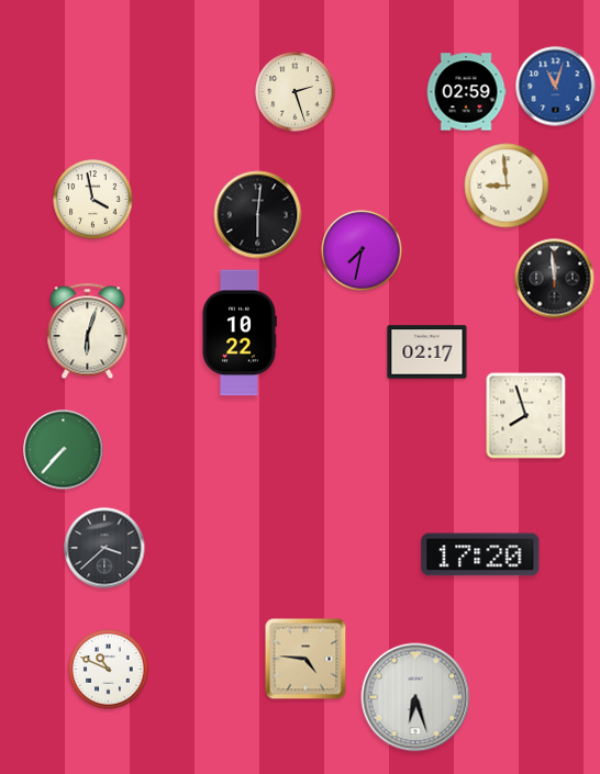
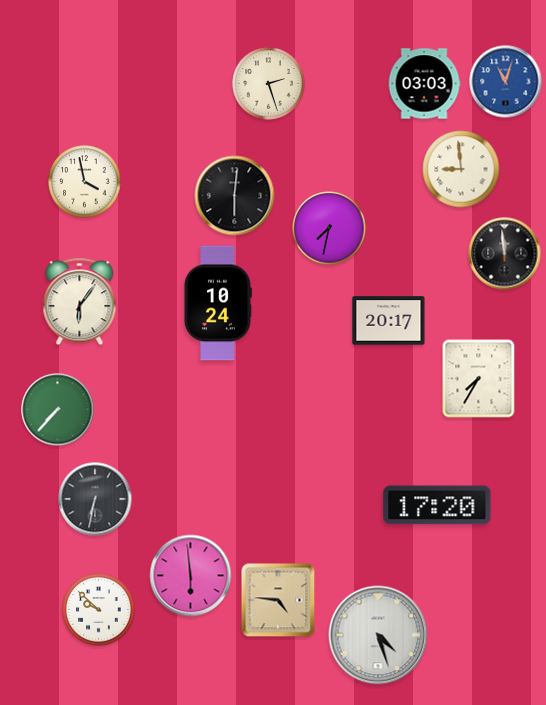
clock at (556, 87) position: (556, 87) -> (506, 82)
clock at (466, 92): 02:59 -> 03:03
clock at (88, 332): 6:03 -> 6:06
clock at (240, 333): 10:22 -> 10:24
clock at (427, 352): 02:17 -> 20:17
clock at (526, 416): 7:57 -> 7:35
clock at (104, 548): 3:38 -> 6:32
clock at (191, 576): none -> 5:59
clock at (109, 670): 10:49 -> 9:52
clock at (415, 697): 6:27 -> 4:27
